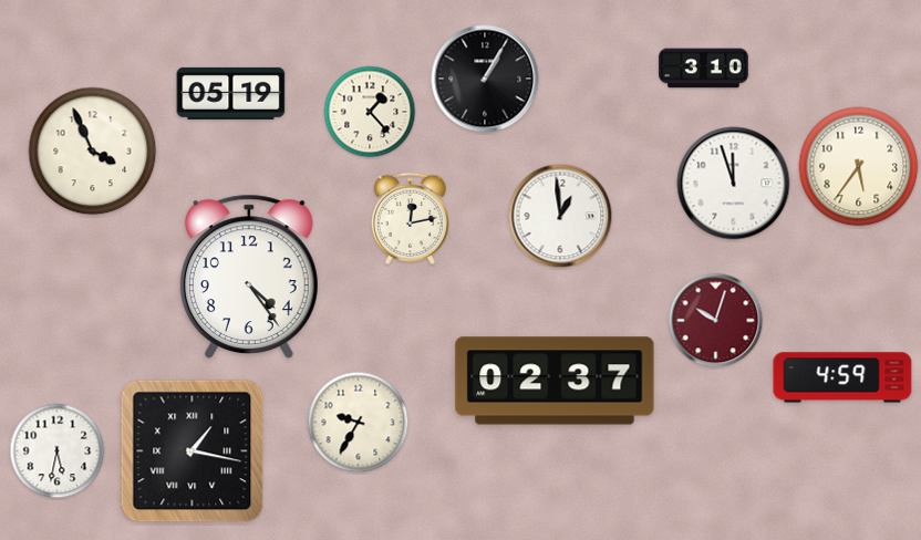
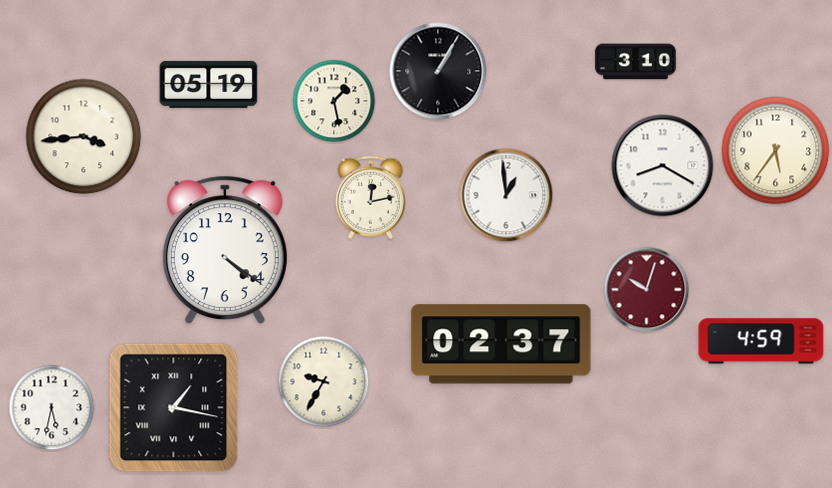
clock at (370, 112): 1:23 -> 1:28
clock at (93, 152): 3:56 -> 3:44
clock at (734, 184): 11:57 -> 8:20
clock at (249, 276): 4:24 -> 4:21
